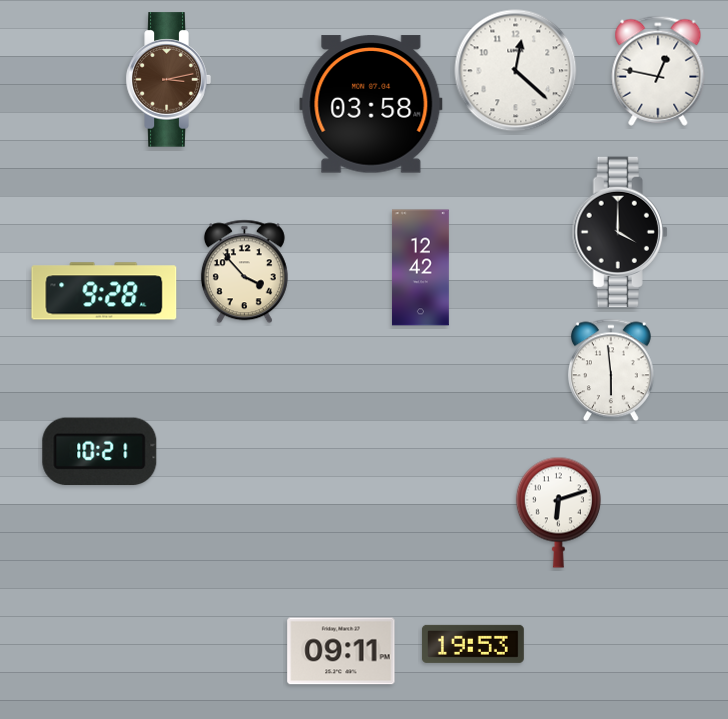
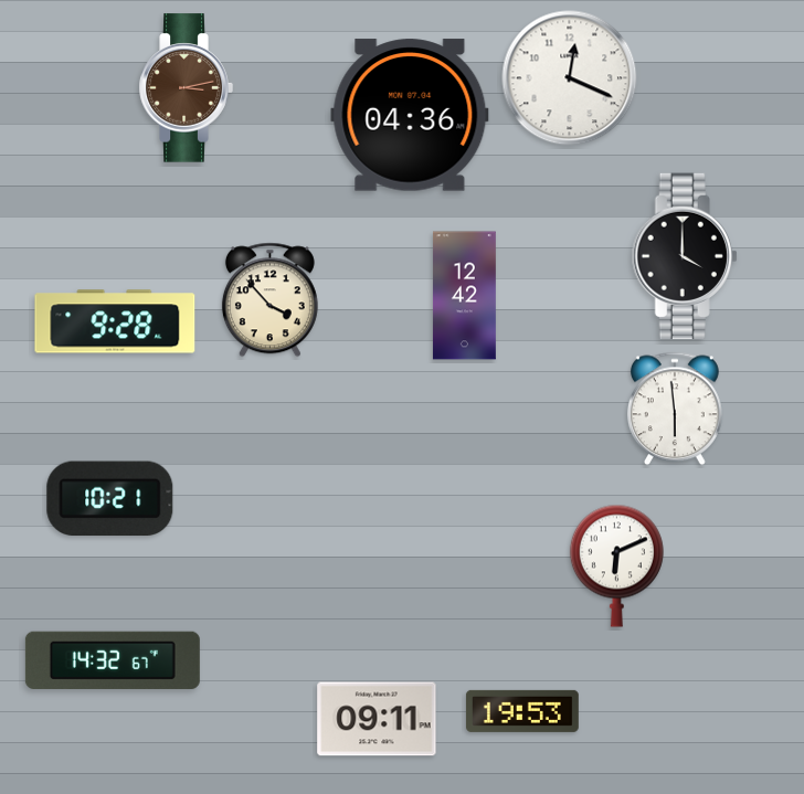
clock at (516, 71): 12:22 -> 12:19
clock at (658, 71): 12:47 -> none
clock at (371, 104): 03:58 -> 04:36
clock at (558, 512): 6:12 -> 6:11
clock at (113, 660): none -> 14:32
